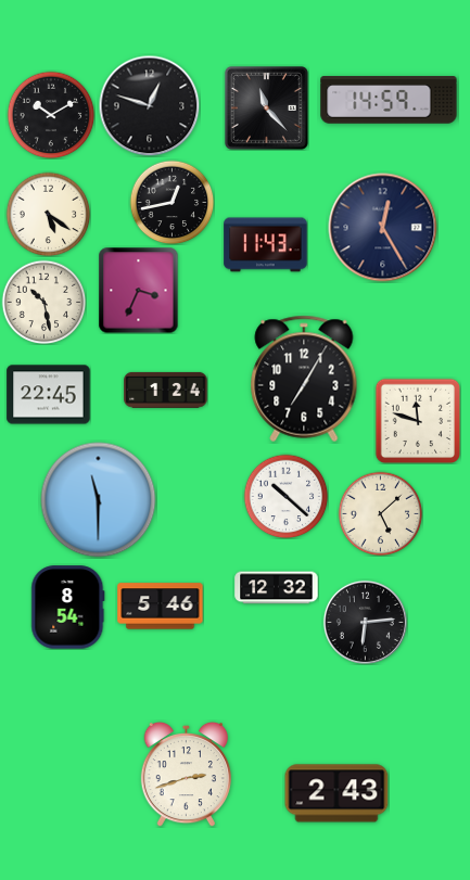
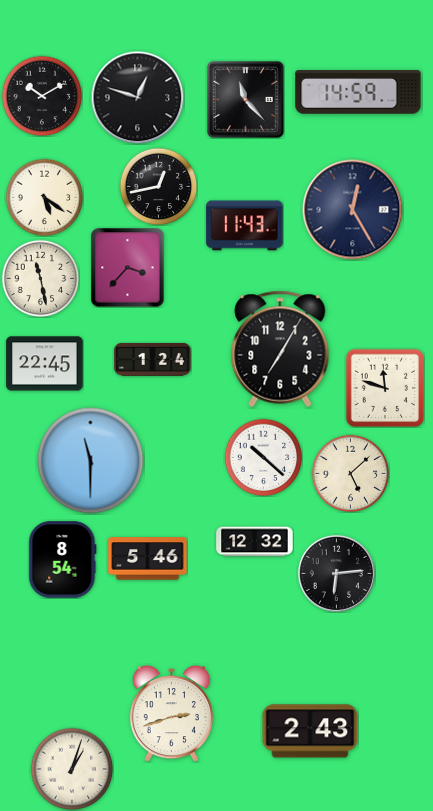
clock at (51, 115) position: (51, 115) -> (42, 96)
clock at (139, 290): 3:34 -> 3:37
clock at (43, 302): 10:28 -> 11:28
clock at (72, 769): none -> 1:03
